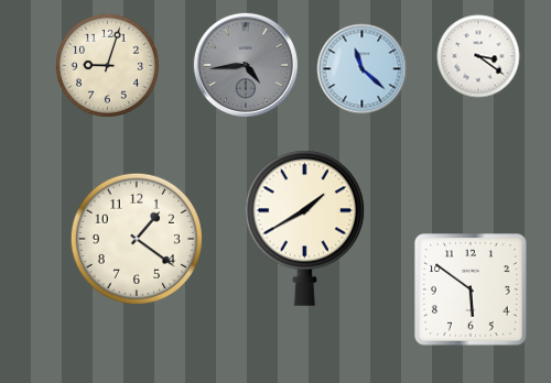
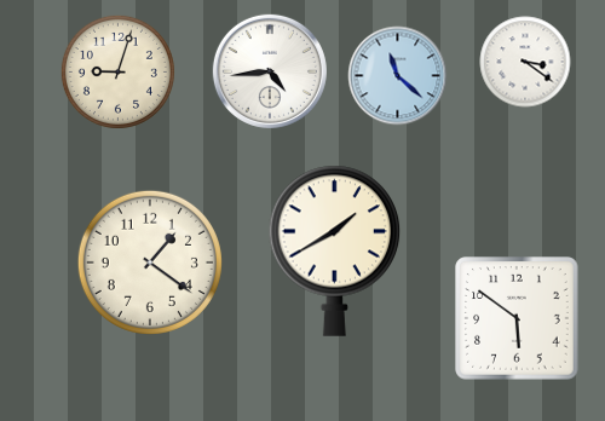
clock at (246, 65) dial: grey -> white
